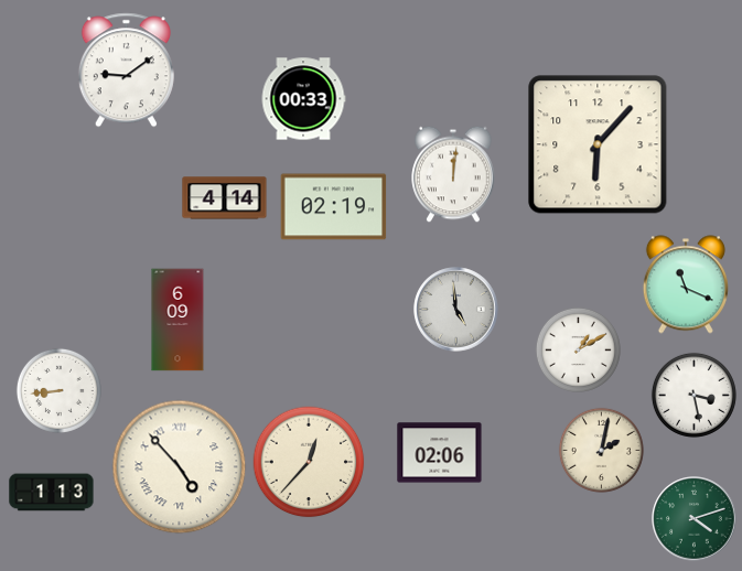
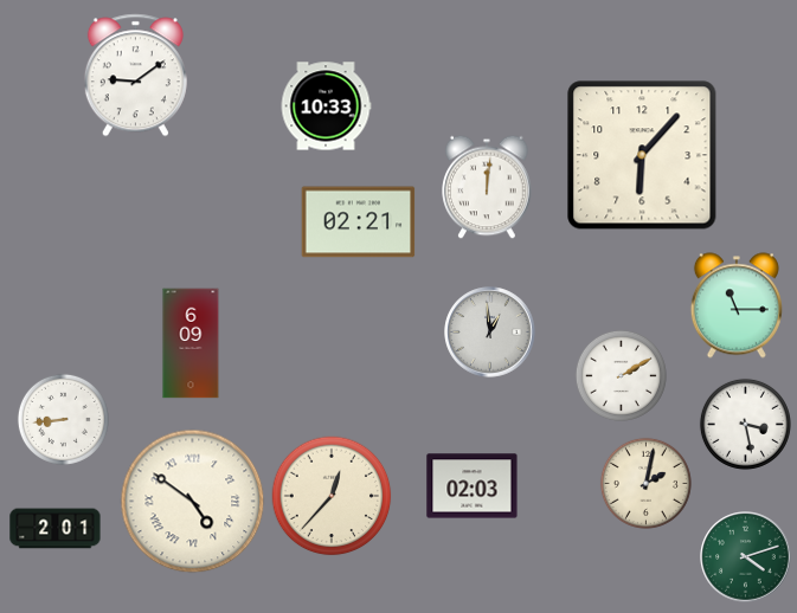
clock at (303, 99): 00:33 -> 10:33
clock at (225, 198): 4:14 -> none
clock at (334, 207): 02:19 -> 02:21
clock at (686, 284): 11:19 -> 11:15
clock at (456, 310): 4:59 -> 12:59
clock at (578, 349): 1:10 -> 2:10
clock at (440, 453): 02:06 -> 02:03
clock at (180, 467): 4:53 -> 4:51
clock at (52, 493): 1:13 -> 2:01
